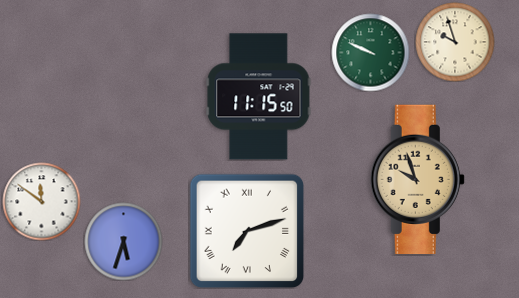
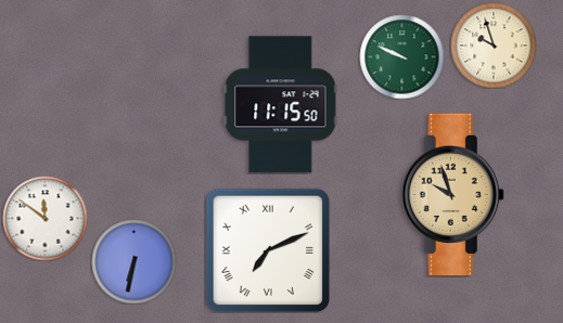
clock at (247, 231): 7:12 -> 7:11
clock at (123, 241): 5:33 -> 6:32
